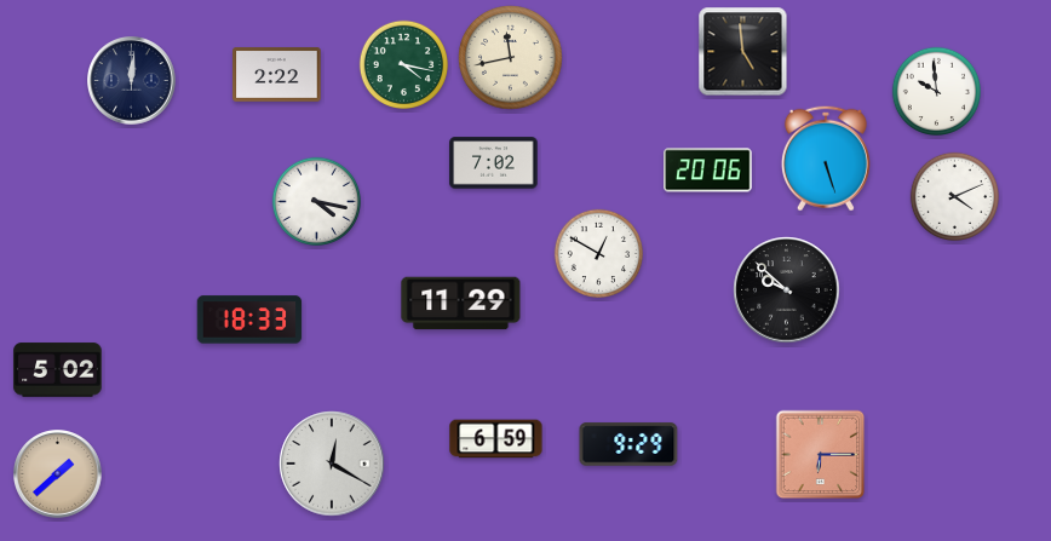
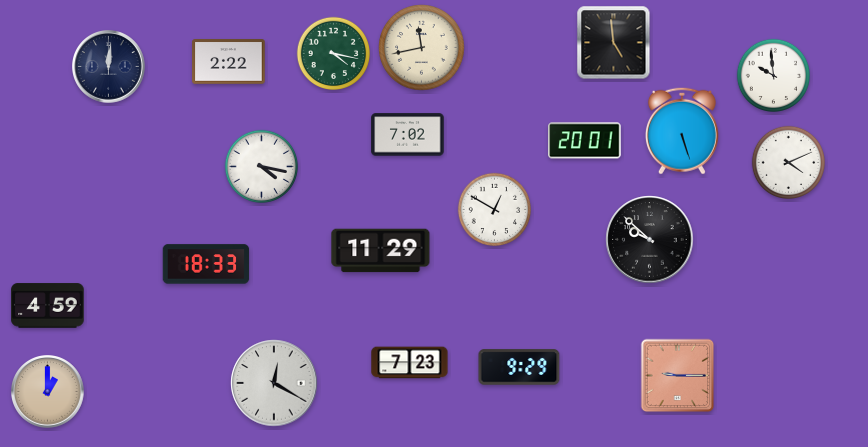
clock at (708, 171): 20:06 -> 20:01
clock at (58, 370): 5:02 -> 4:59
clock at (496, 439): 6:59 -> 7:23
clock at (821, 455): 6:15 -> 9:15
clock at (58, 474): 1:38 -> 1:00
